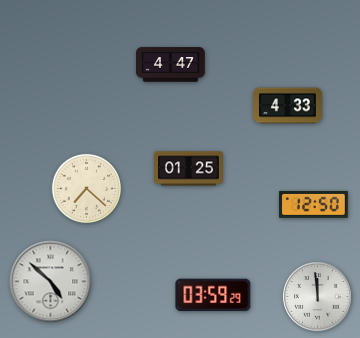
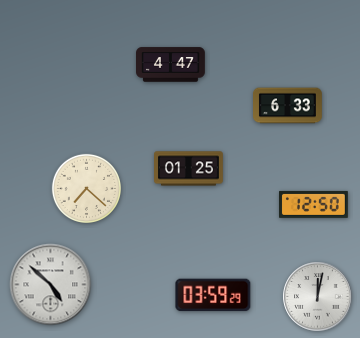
clock at (288, 106): 4:33 -> 6:33
clock at (51, 282) position: (51, 282) -> (51, 285)
clock at (318, 297): 11:59 -> 12:02
